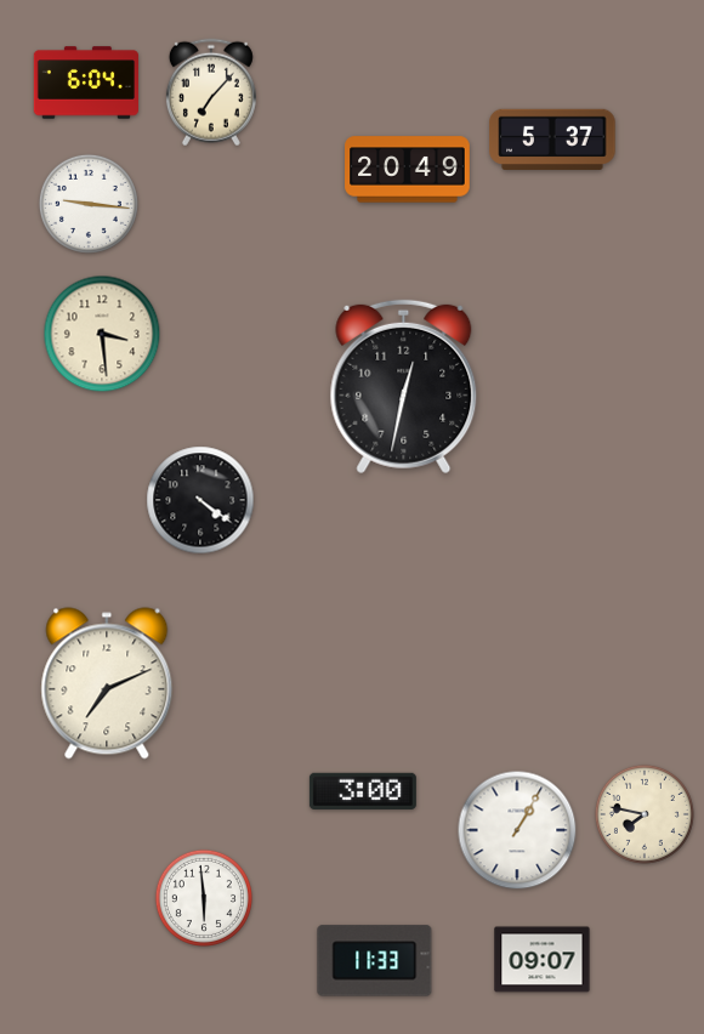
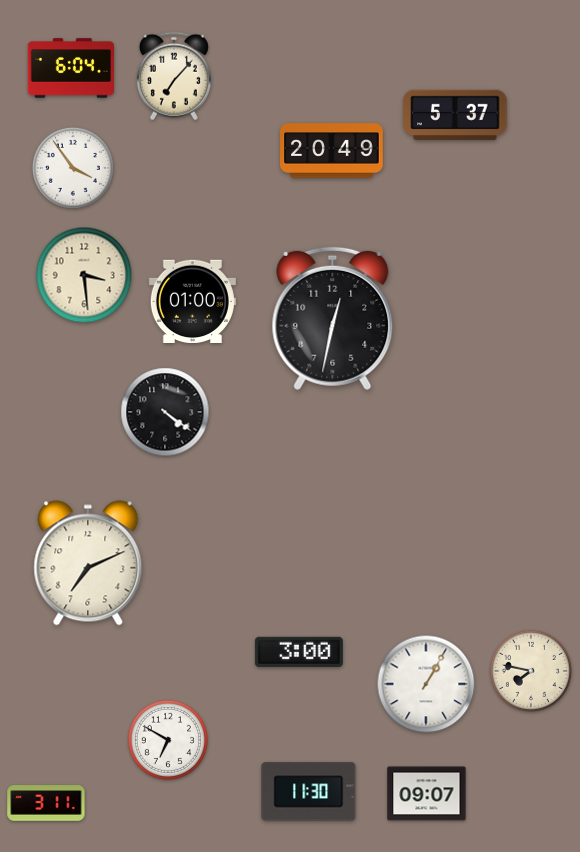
clock at (408, 170) position: (408, 170) -> (332, 151)
clock at (89, 204): 9:16 -> 3:54
clock at (192, 301): none -> 01:00
clock at (203, 897): 5:59 -> 6:50
clock at (543, 960) position: (543, 960) -> (427, 794)
clock at (375, 961): 11:33 -> 11:30
clock at (46, 803): none -> 3:11
